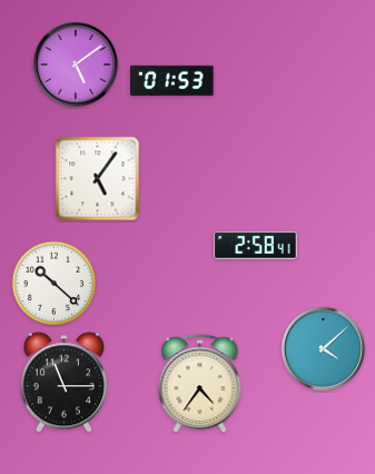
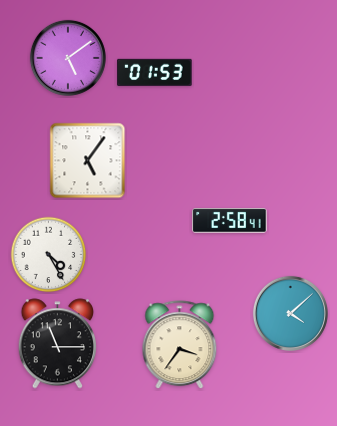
clock at (55, 284): 10:22 -> 4:25
clock at (200, 384): 4:36 -> 3:36
